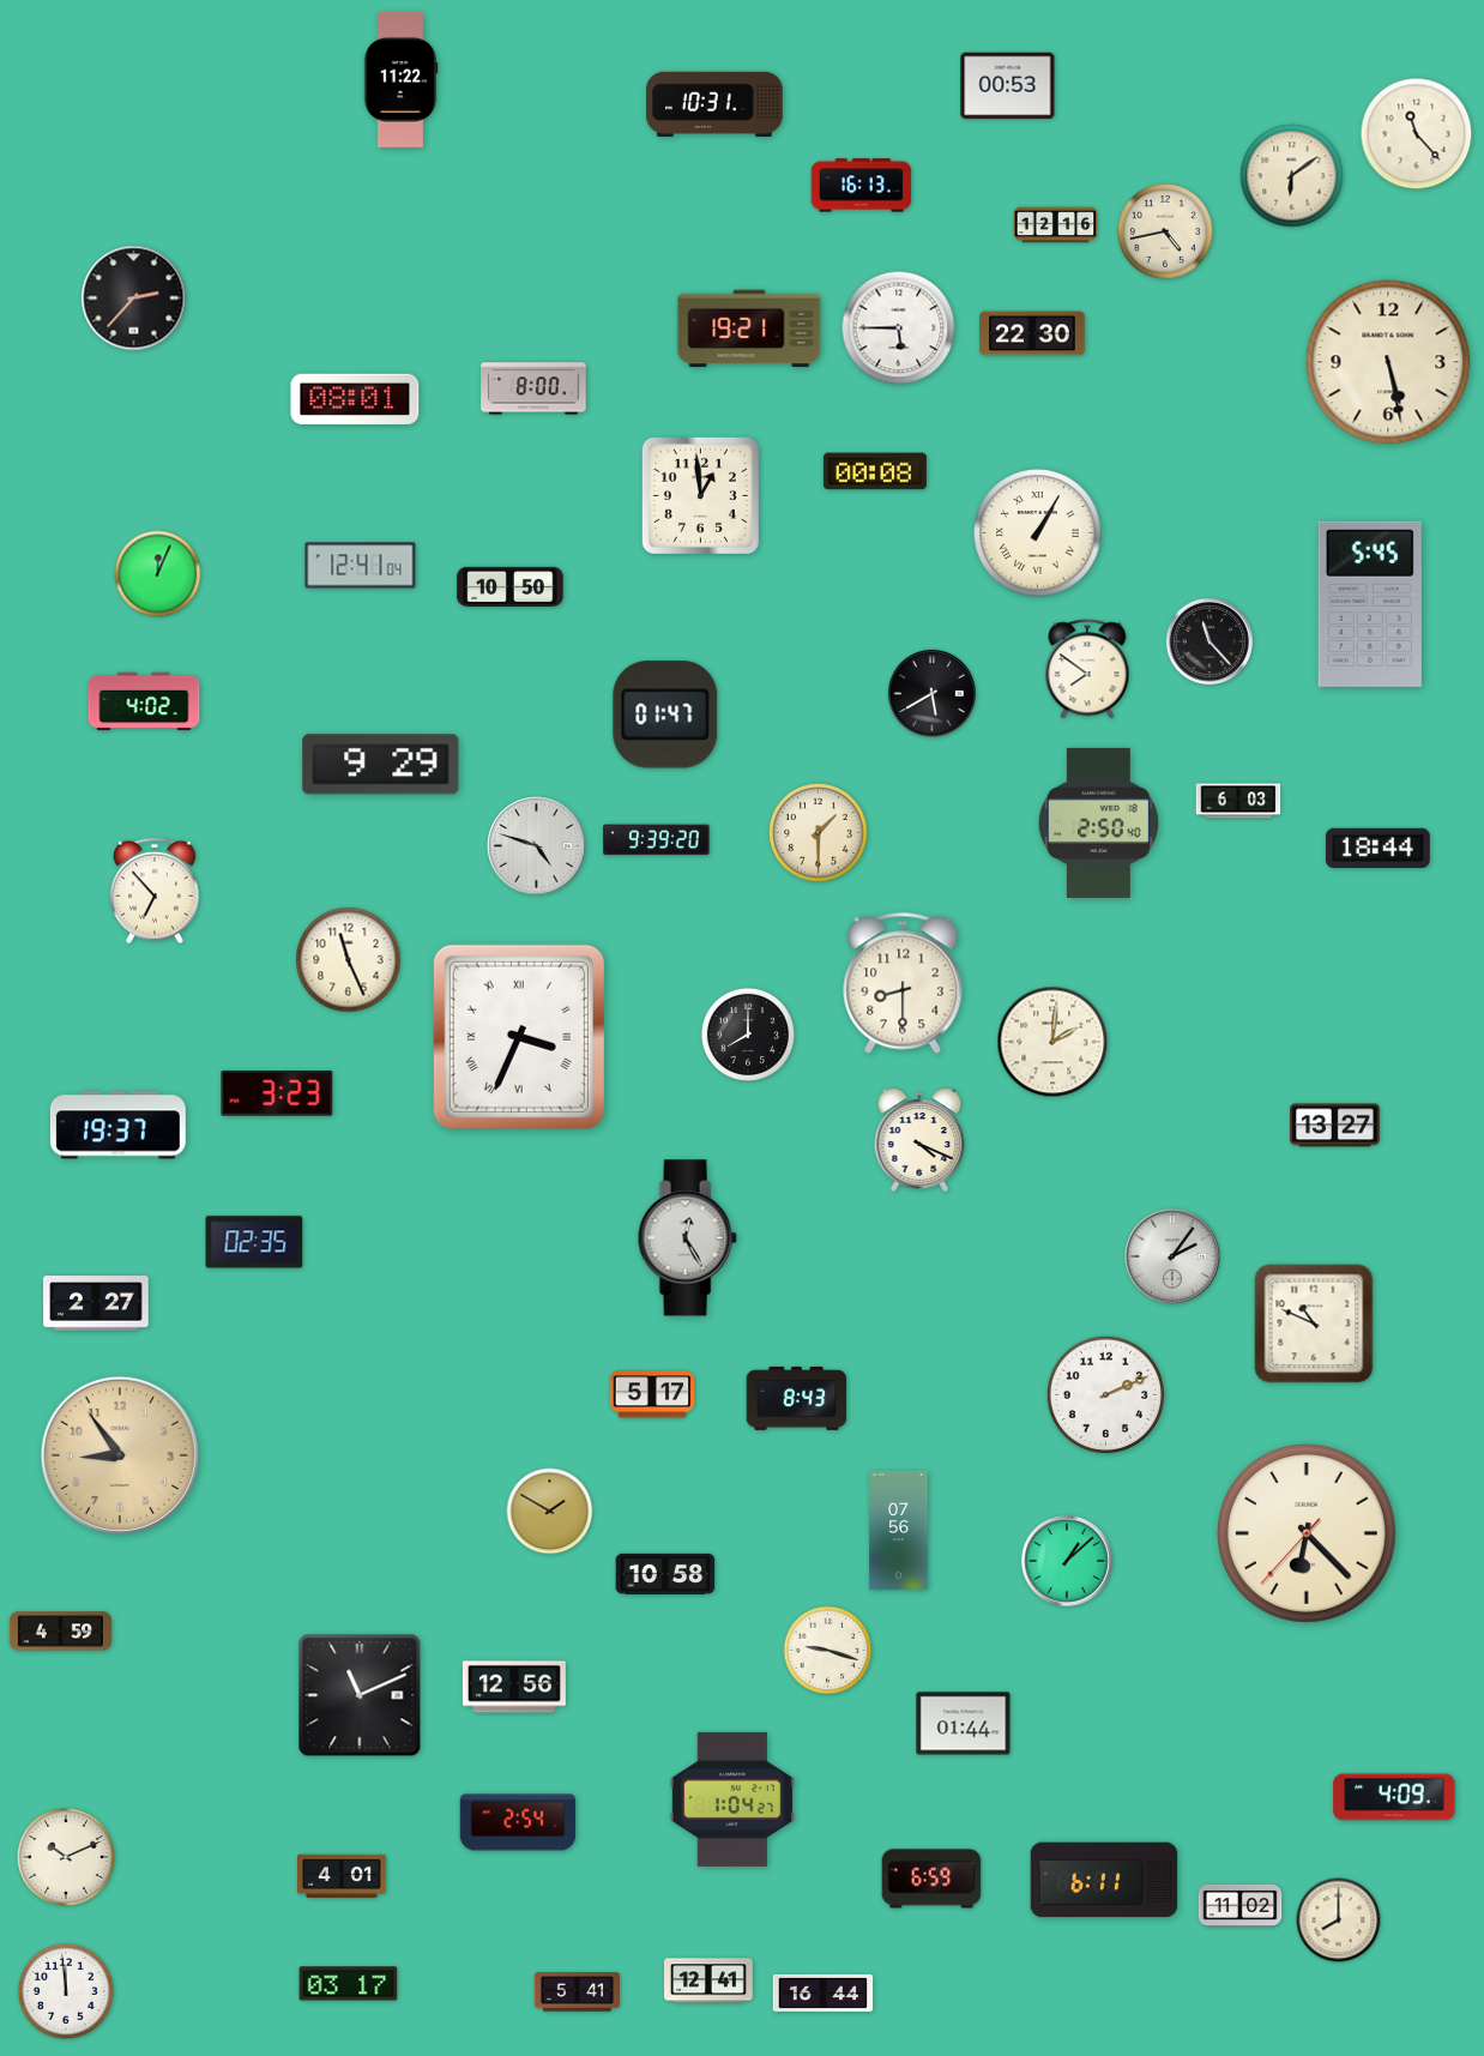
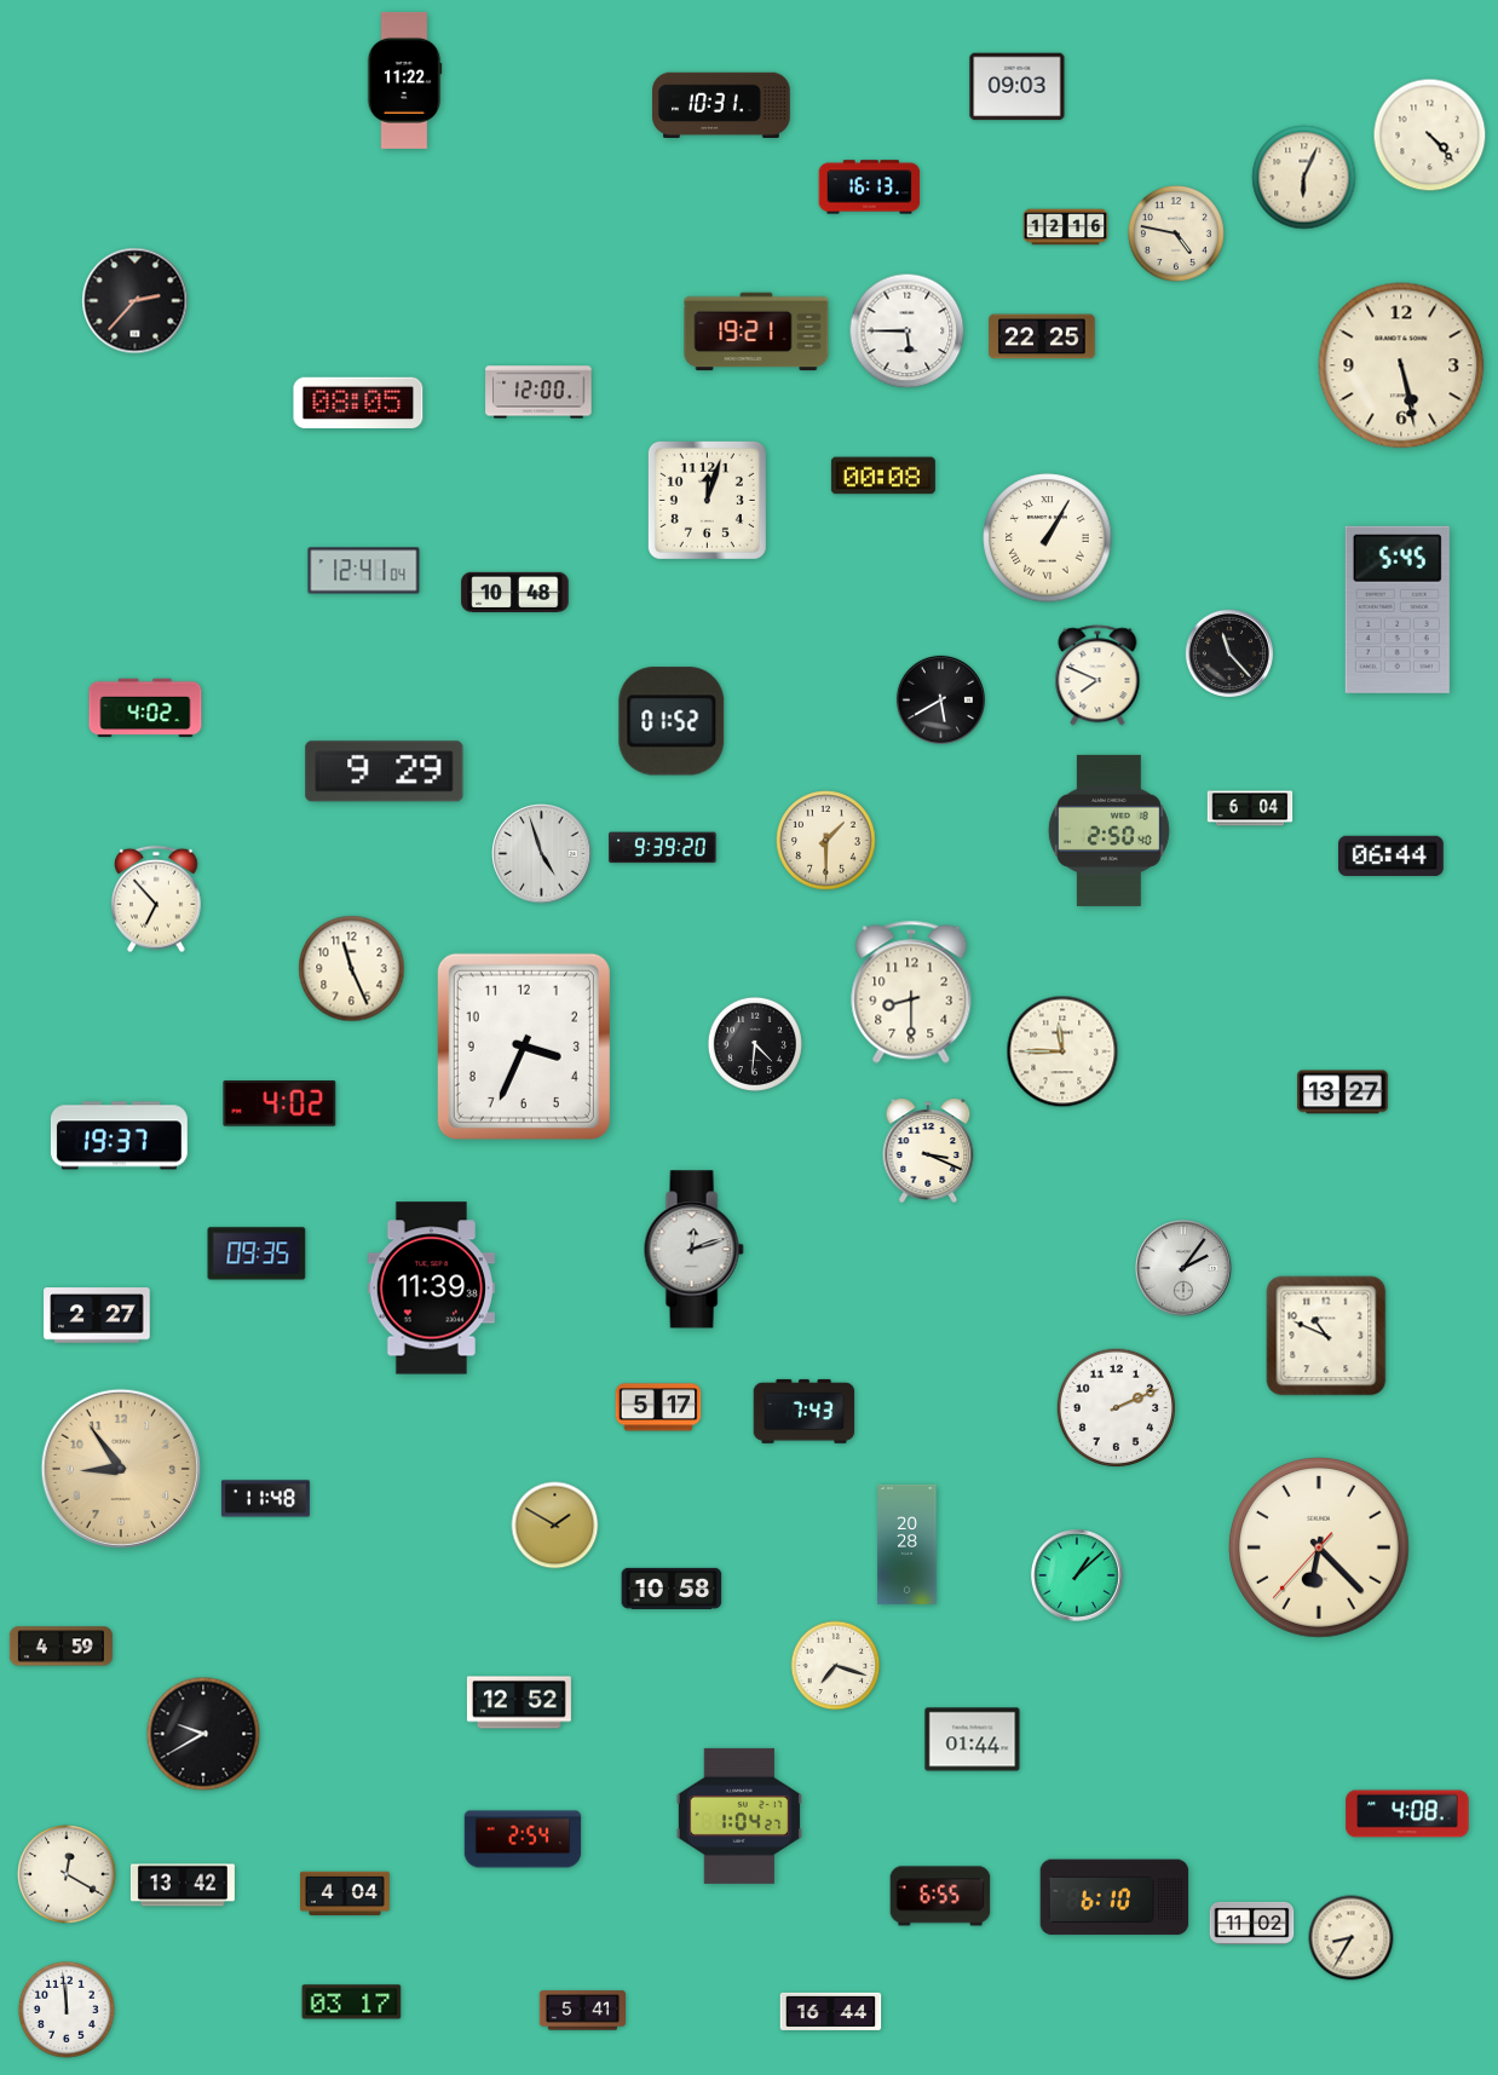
clock at (1008, 86): 00:53 -> 09:03
clock at (1417, 134): 11:23 -> 4:23
clock at (1292, 176): 6:09 -> 6:04
clock at (1165, 231): 4:43 -> 4:47
clock at (1032, 333): 22:30 -> 22:25
clock at (533, 388): 8:00 -> 12:00
clock at (355, 398): 08:01 -> 08:05
clock at (700, 495): 12:59 -> 12:03
clock at (158, 574): 12:04 -> none
clock at (511, 586): 10:50 -> 10:48
clock at (1370, 604) position: (1370, 604) -> (1398, 610)
clock at (1208, 640) position: (1208, 640) -> (1228, 652)
clock at (1087, 669): 7:51 -> 7:49
clock at (665, 715): 01:47 -> 01:52
clock at (1238, 801): 6:03 -> 6:04
clock at (537, 846): 4:48 -> 4:57
clock at (1377, 848): 18:44 -> 06:44
clock at (748, 1035): 8:00 -> 4:31
clock at (519, 1037) numerals: Roman -> Arabic
clock at (1052, 1042): 2:01 -> 11:45
clock at (277, 1095): 3:23 -> 4:02
clock at (1335, 1126) position: (1335, 1126) -> (1343, 1093)
clock at (919, 1140): 4:19 -> 3:19
clock at (687, 1238): 12:25 -> 12:12
clock at (254, 1242): 02:35 -> 09:35
clock at (431, 1289): none -> 11:39
clock at (797, 1398): 8:43 -> 7:43
clock at (265, 1499): none -> 11:48
clock at (899, 1530): 07:56 -> 20:28
clock at (828, 1651): 9:18 -> 7:18
clock at (514, 1687): 12:56 -> 12:52
clock at (360, 1695): 11:11 -> none
clock at (203, 1734): none -> 9:40
clock at (1394, 1797): 4:09 -> 4:08
clock at (66, 1857): 10:11 -> 12:20
clock at (183, 1885): none -> 13:42
clock at (342, 1875): 4:01 -> 4:04
clock at (931, 1879): 6:59 -> 6:55
clock at (1104, 1880): 6:11 -> 6:10
clock at (1339, 1921): 8:00 -> 8:35
clock at (708, 1980): 12:41 -> none
